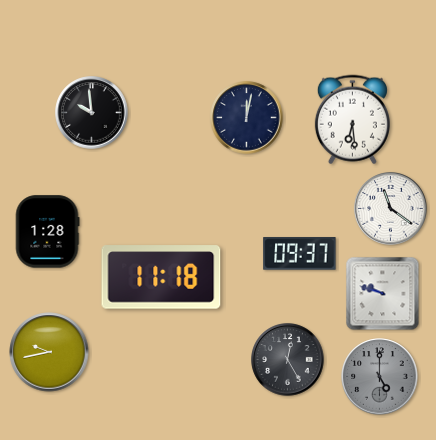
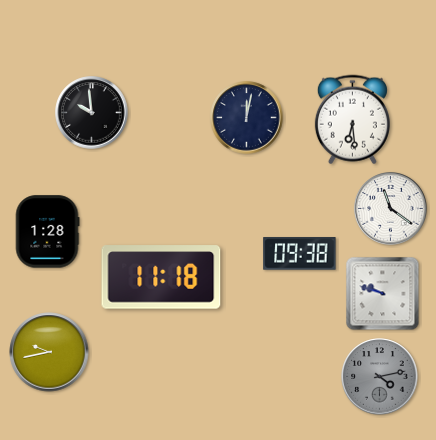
clock at (300, 254): 09:37 -> 09:38
clock at (288, 360): 12:25 -> none
clock at (380, 377): 5:00 -> 4:13
